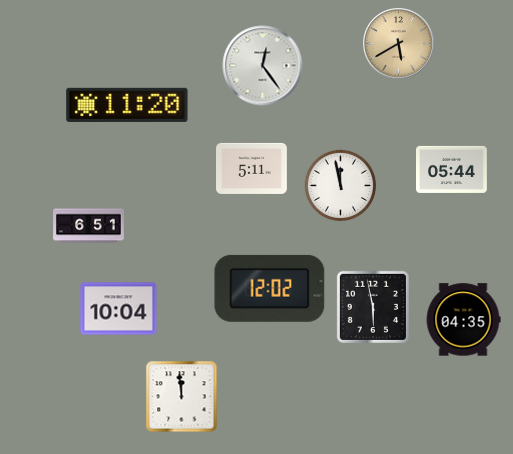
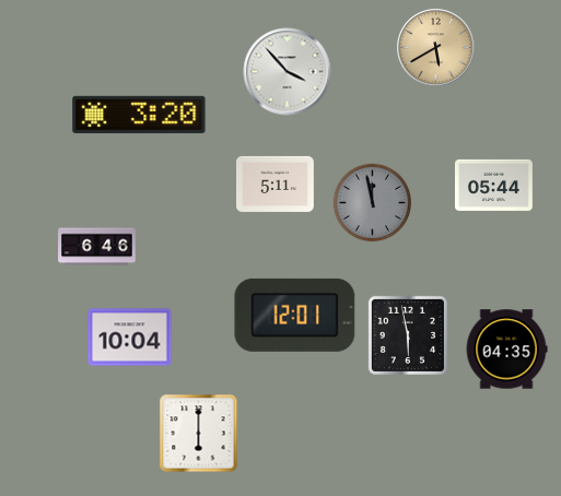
clock at (263, 66): 12:24 -> 3:53
clock at (127, 105): 11:20 -> 3:20
clock at (341, 186) dial: white -> grey
clock at (89, 226): 6:51 -> 6:46
clock at (270, 288): 12:02 -> 12:01
clock at (182, 397): 11:59 -> 6:00
